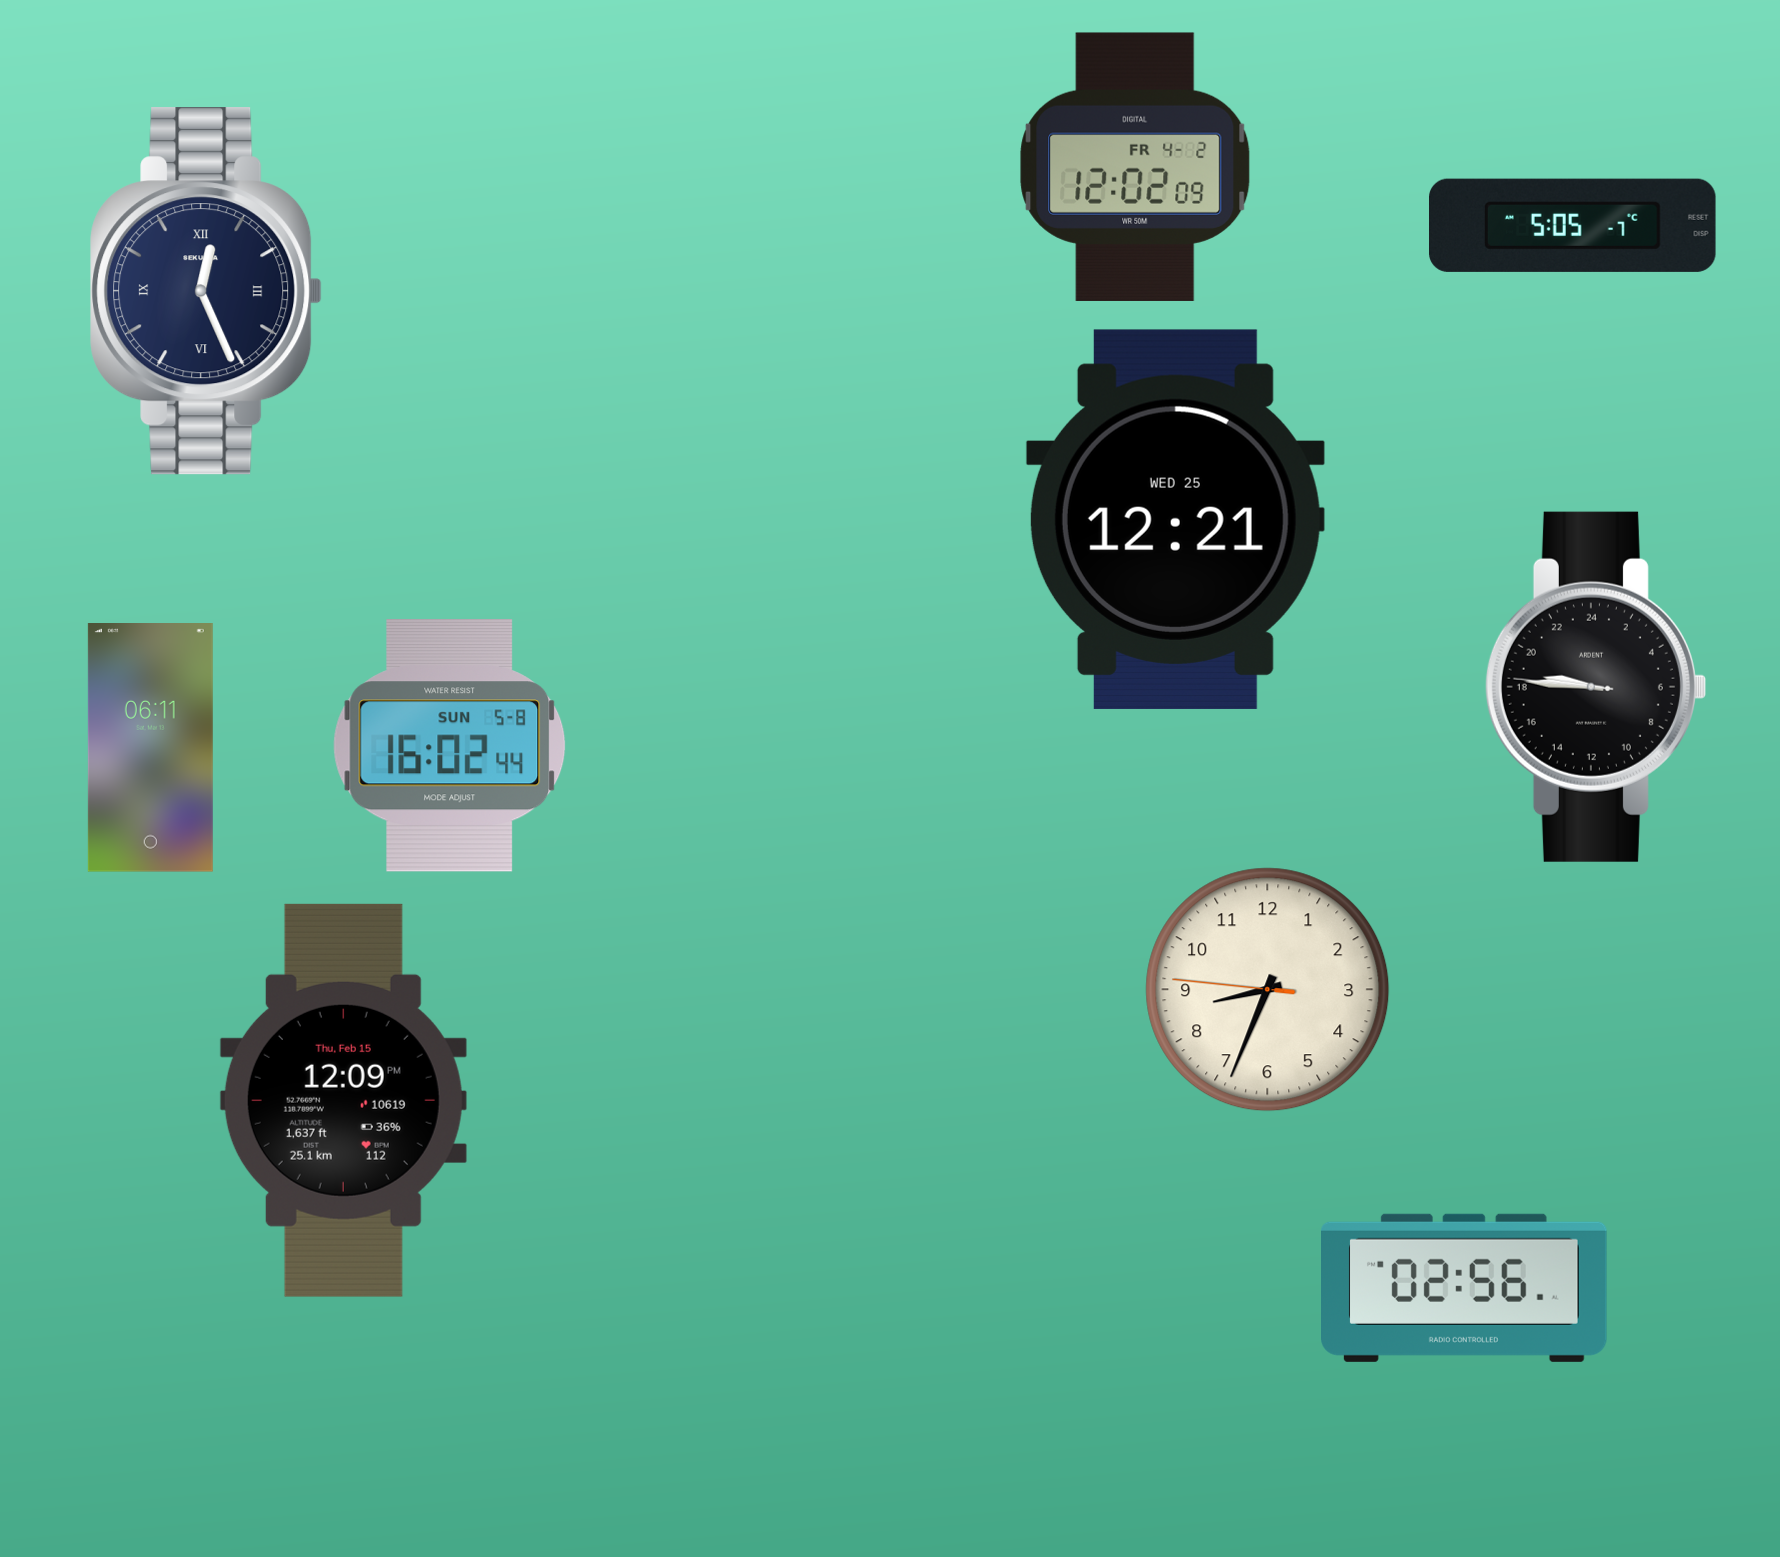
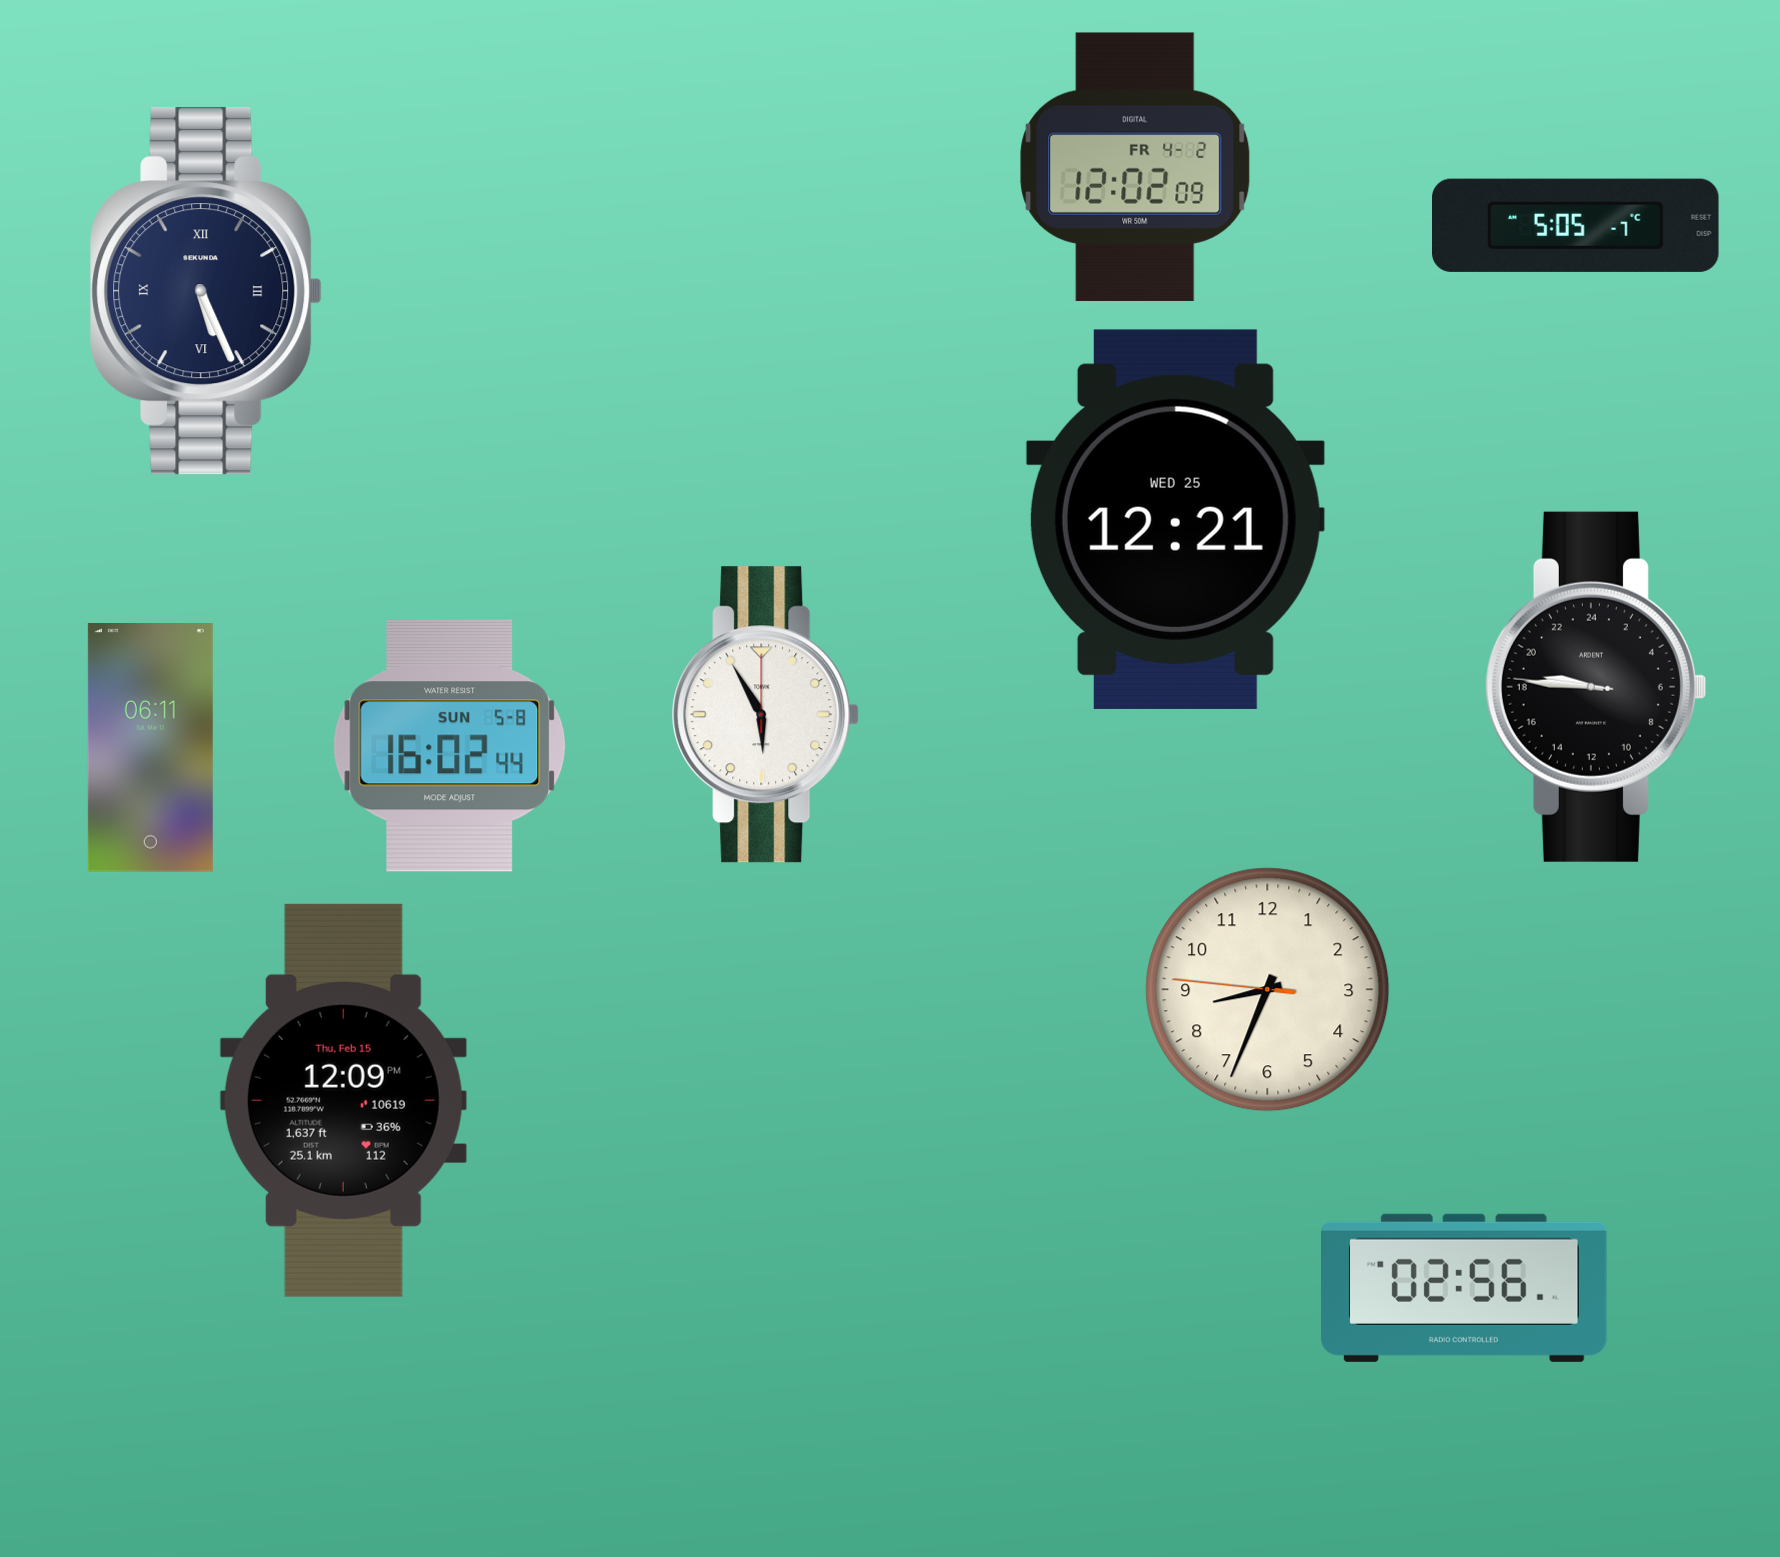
clock at (1573, 225) position: (1573, 225) -> (1576, 225)
clock at (206, 291): 12:26 -> 5:26
clock at (766, 715): none -> 5:55
